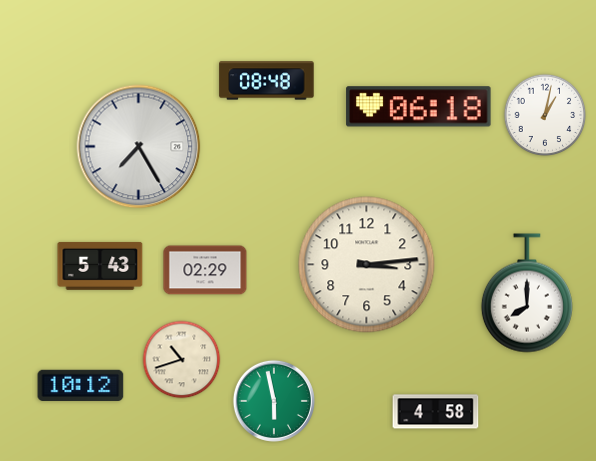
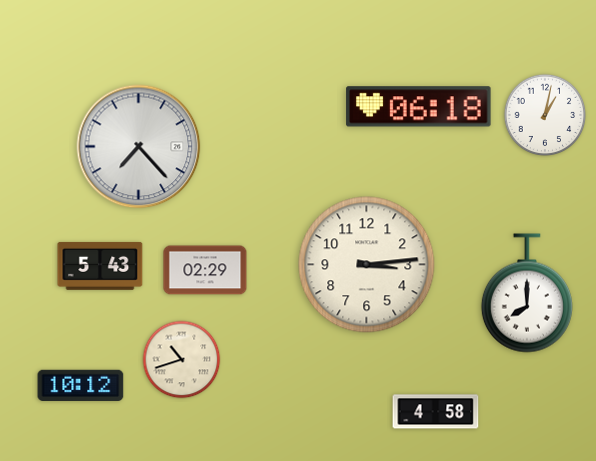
clock at (267, 81): 08:48 -> none
clock at (139, 147): 7:25 -> 7:23
clock at (274, 401): 5:58 -> none
